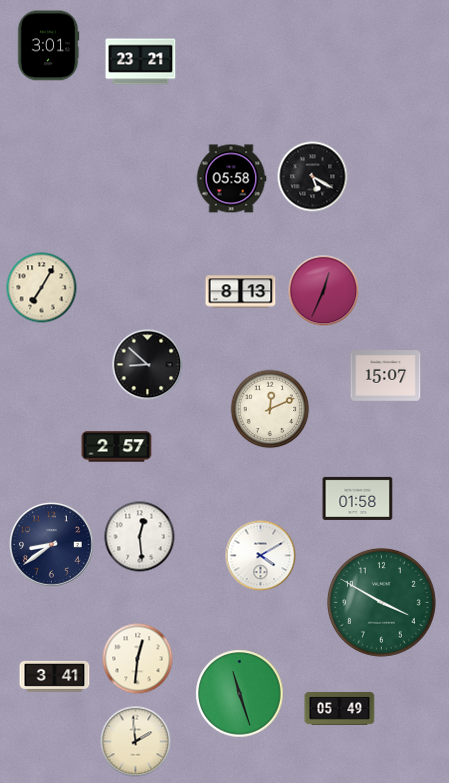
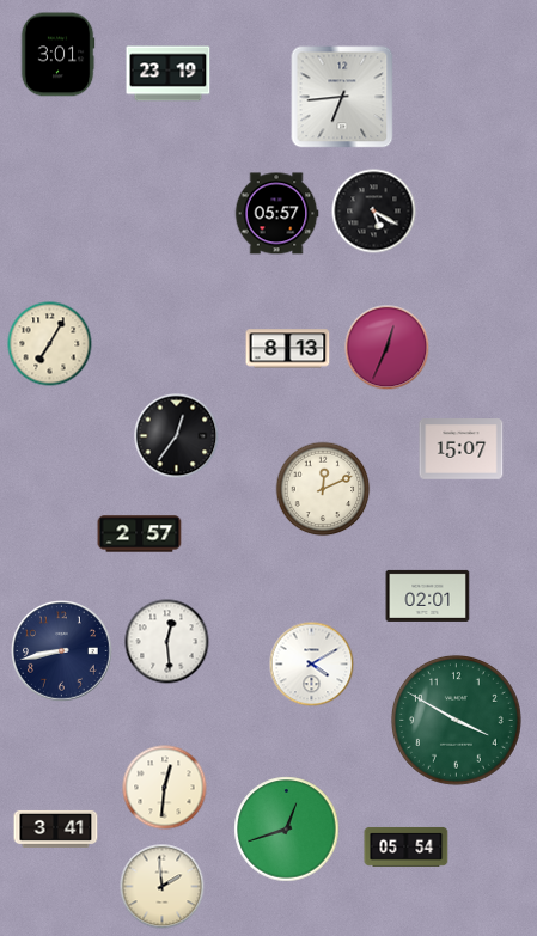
clock at (141, 62): 23:21 -> 23:19
clock at (342, 97): none -> 6:44
clock at (231, 179): 05:58 -> 05:57
clock at (148, 365): 8:52 -> 12:36
clock at (358, 498): 01:58 -> 02:01
clock at (52, 545): 8:39 -> 8:43
clock at (55, 676) position: (55, 676) -> (56, 828)
clock at (240, 694): 11:27 -> 12:42
clock at (340, 708): 05:49 -> 05:54
